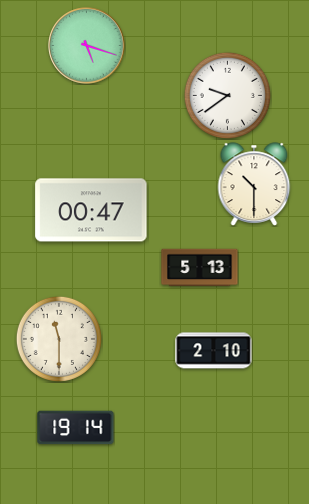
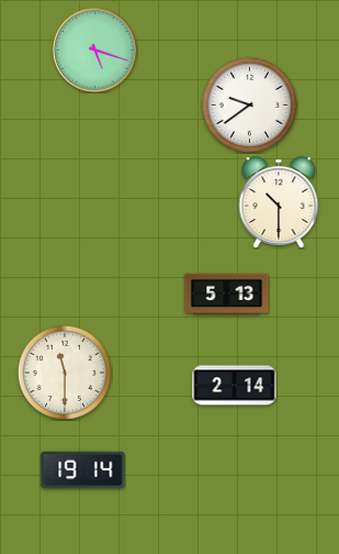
clock at (91, 210): 00:47 -> none
clock at (200, 268) position: (200, 268) -> (227, 295)
clock at (214, 351): 2:10 -> 2:14
